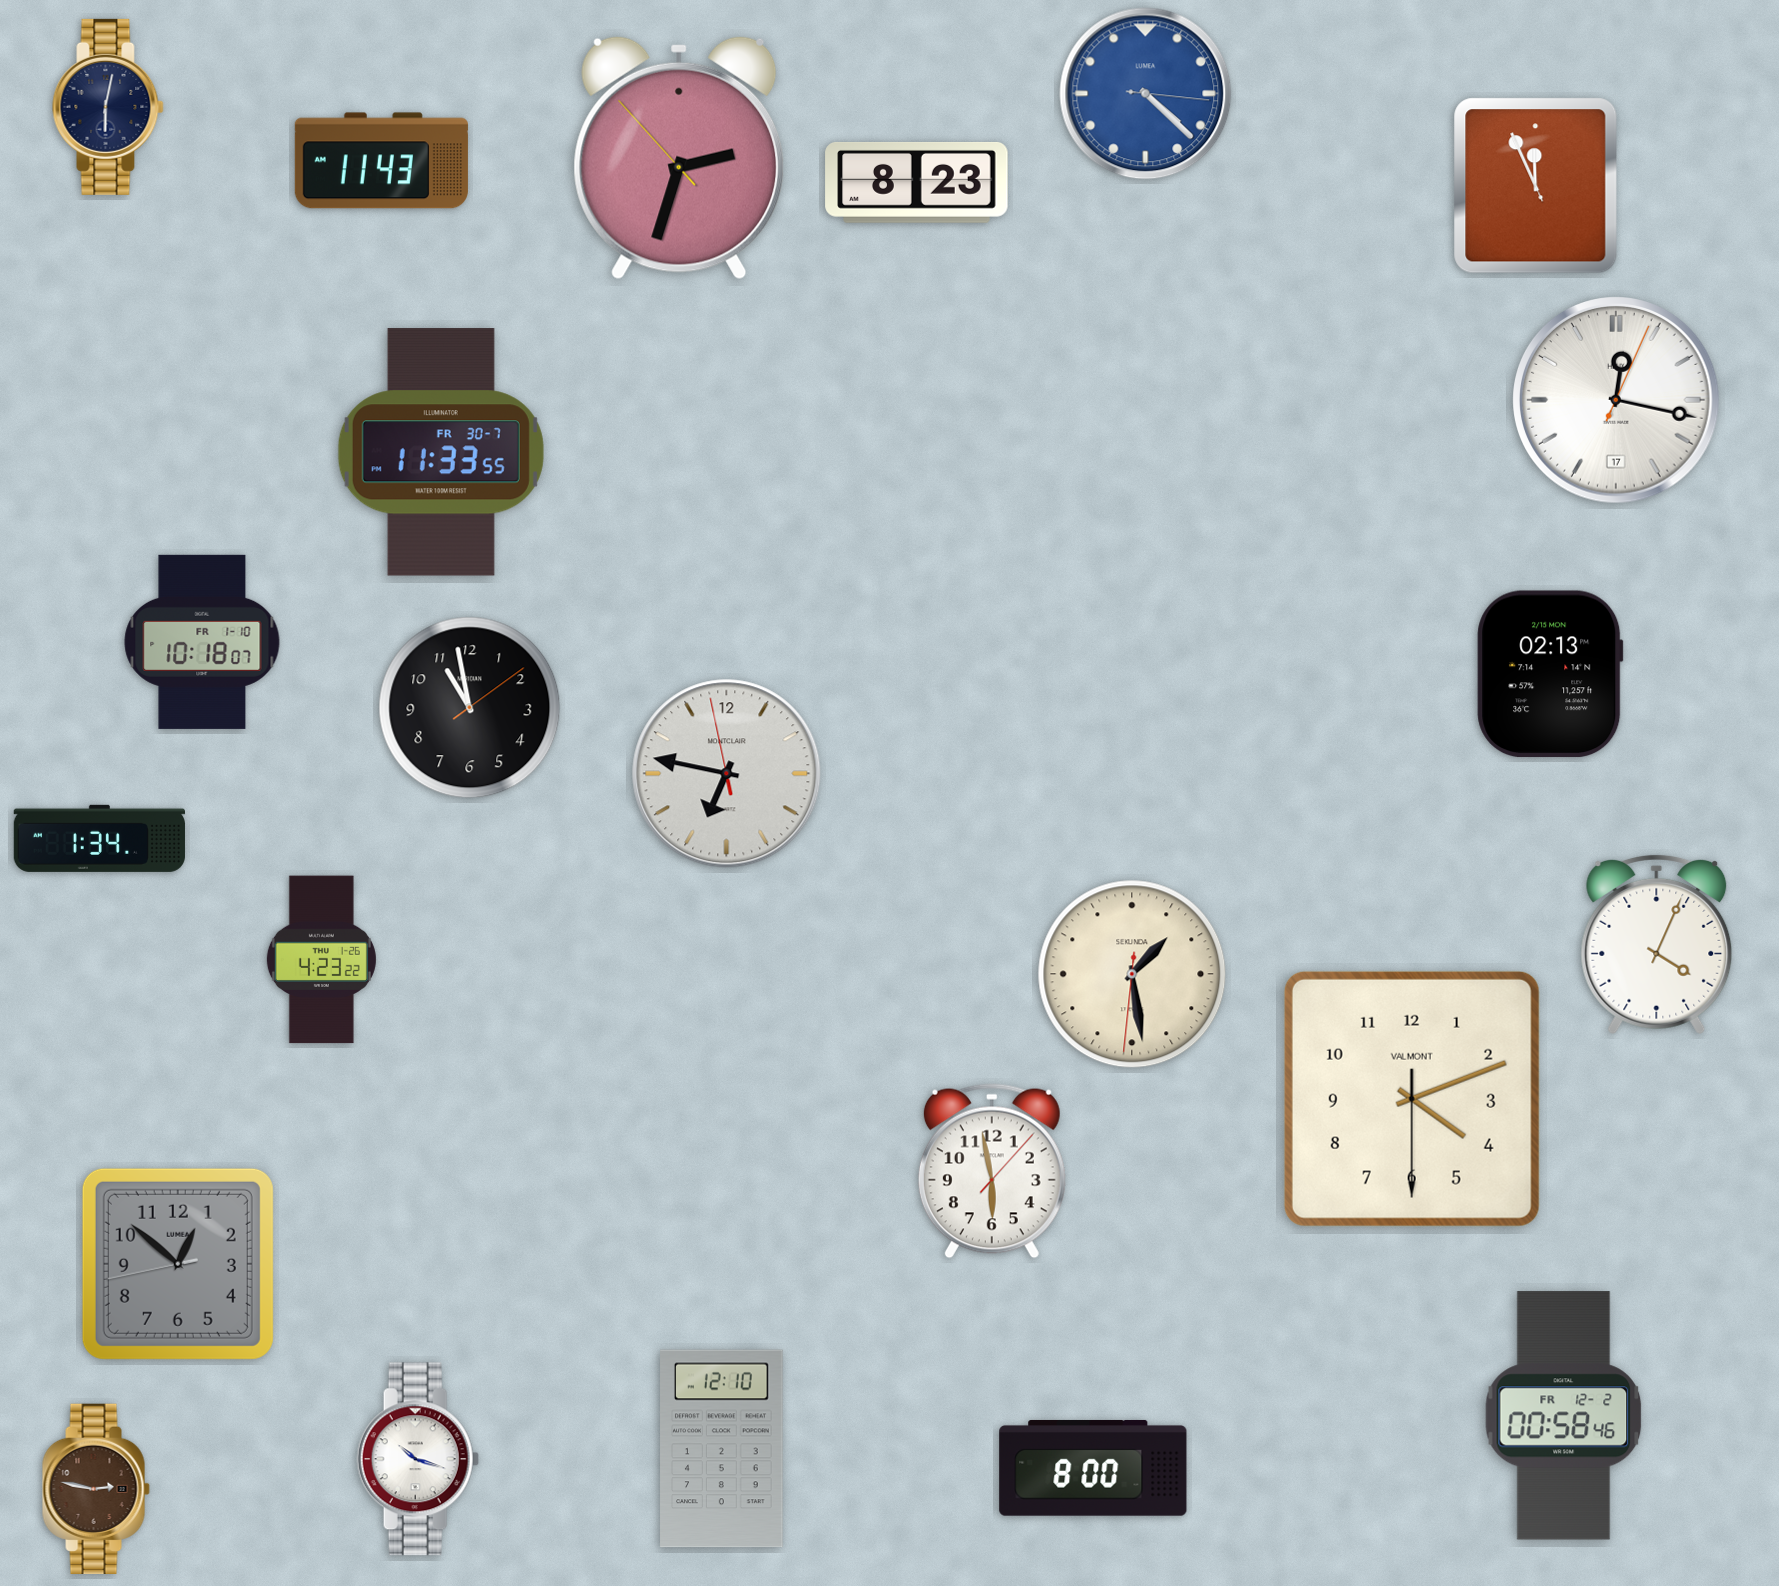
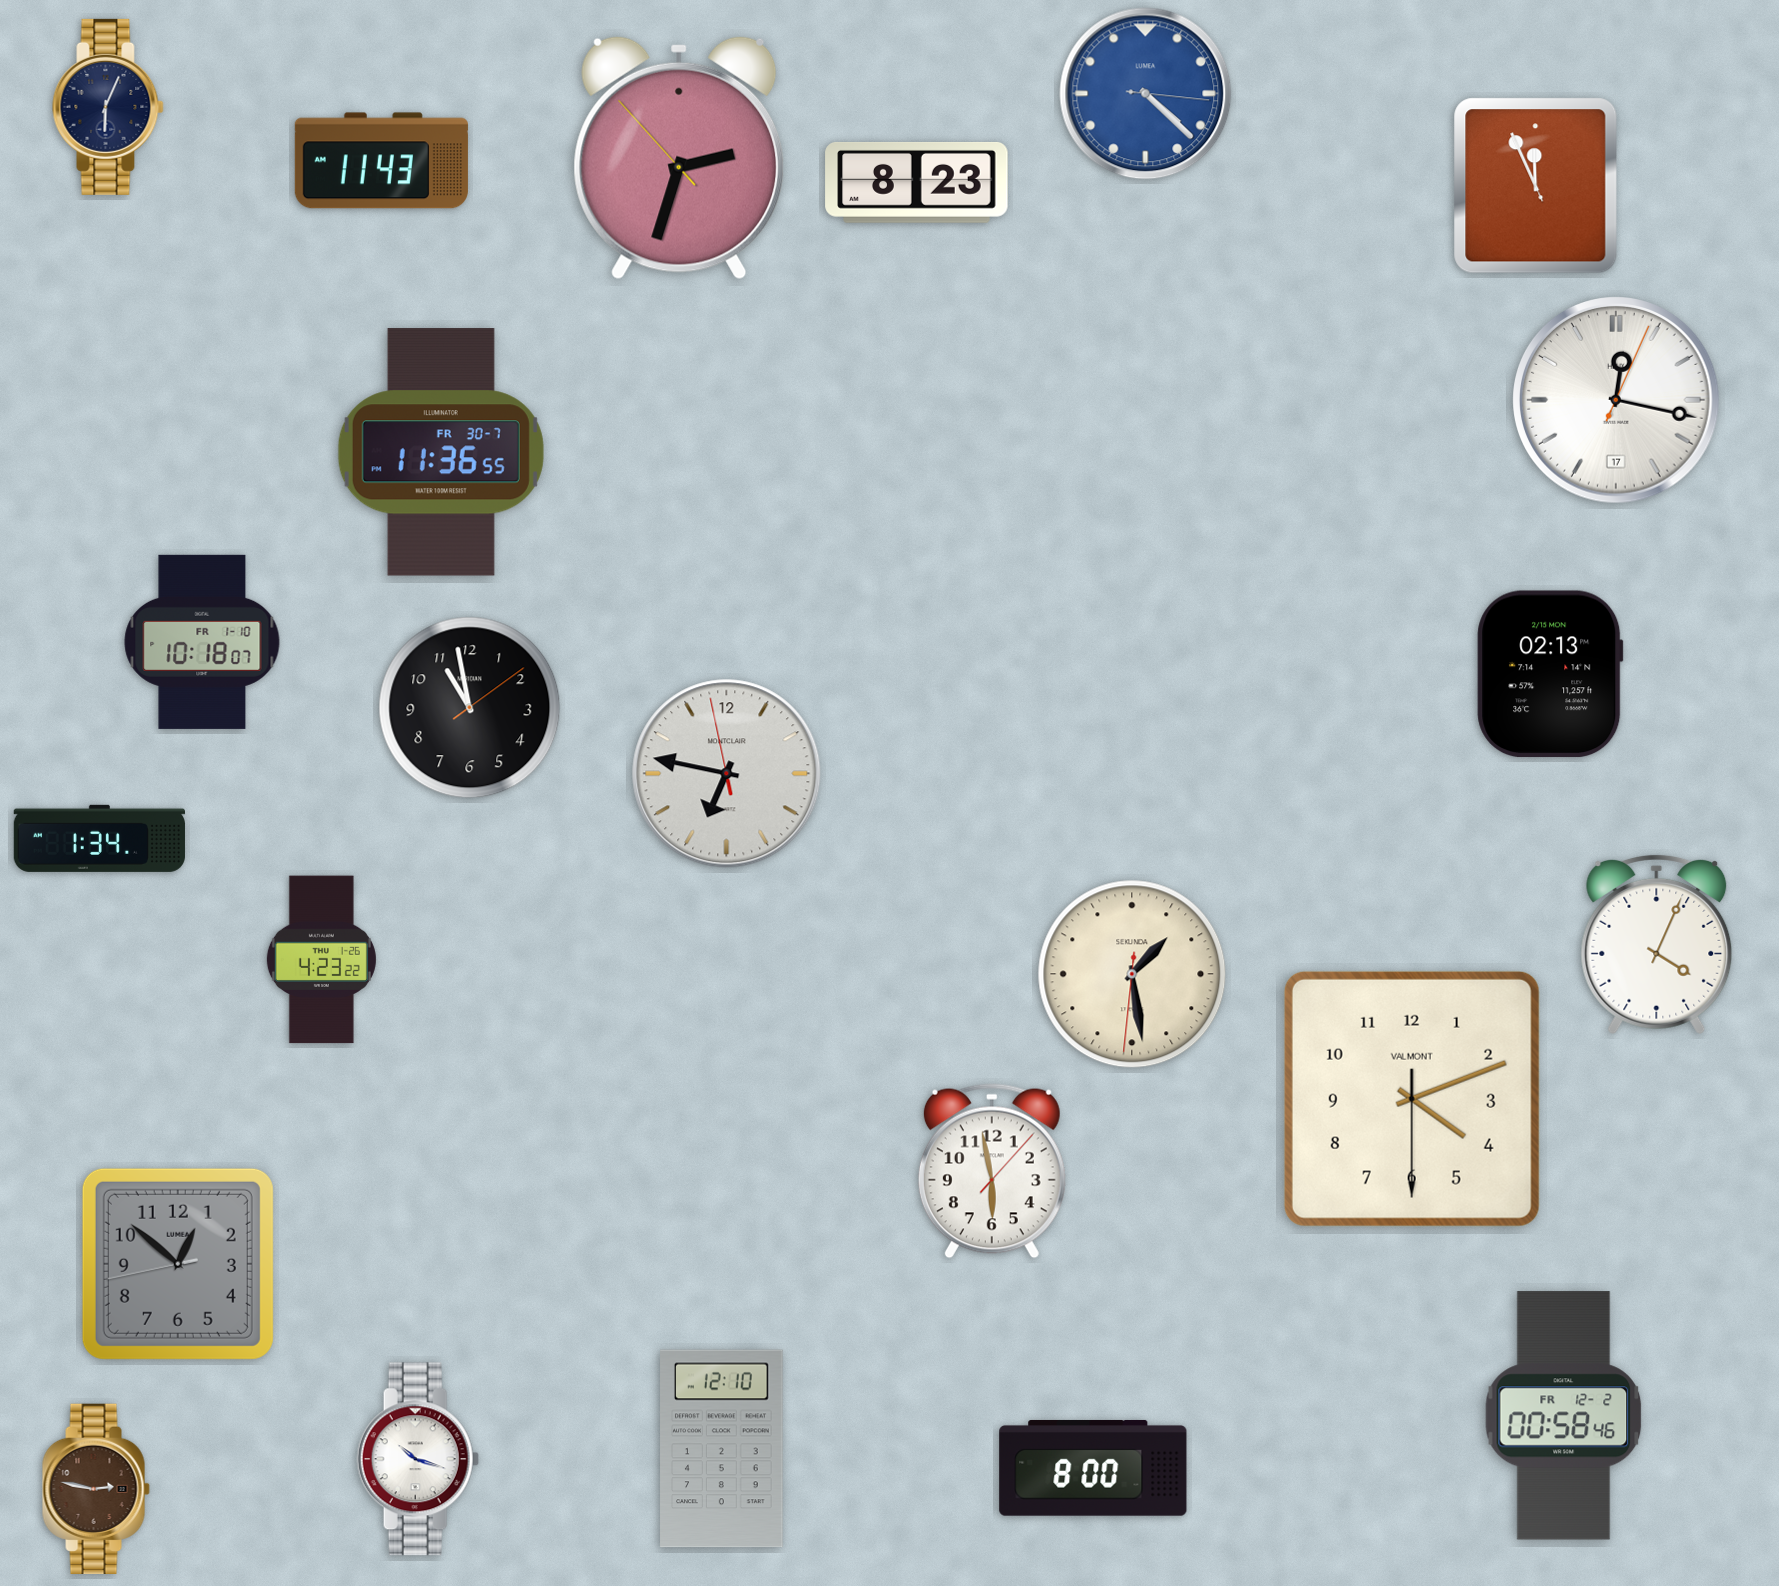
clock at (108, 107): 6:02 -> 6:04
clock at (441, 452): 11:33 -> 11:36
